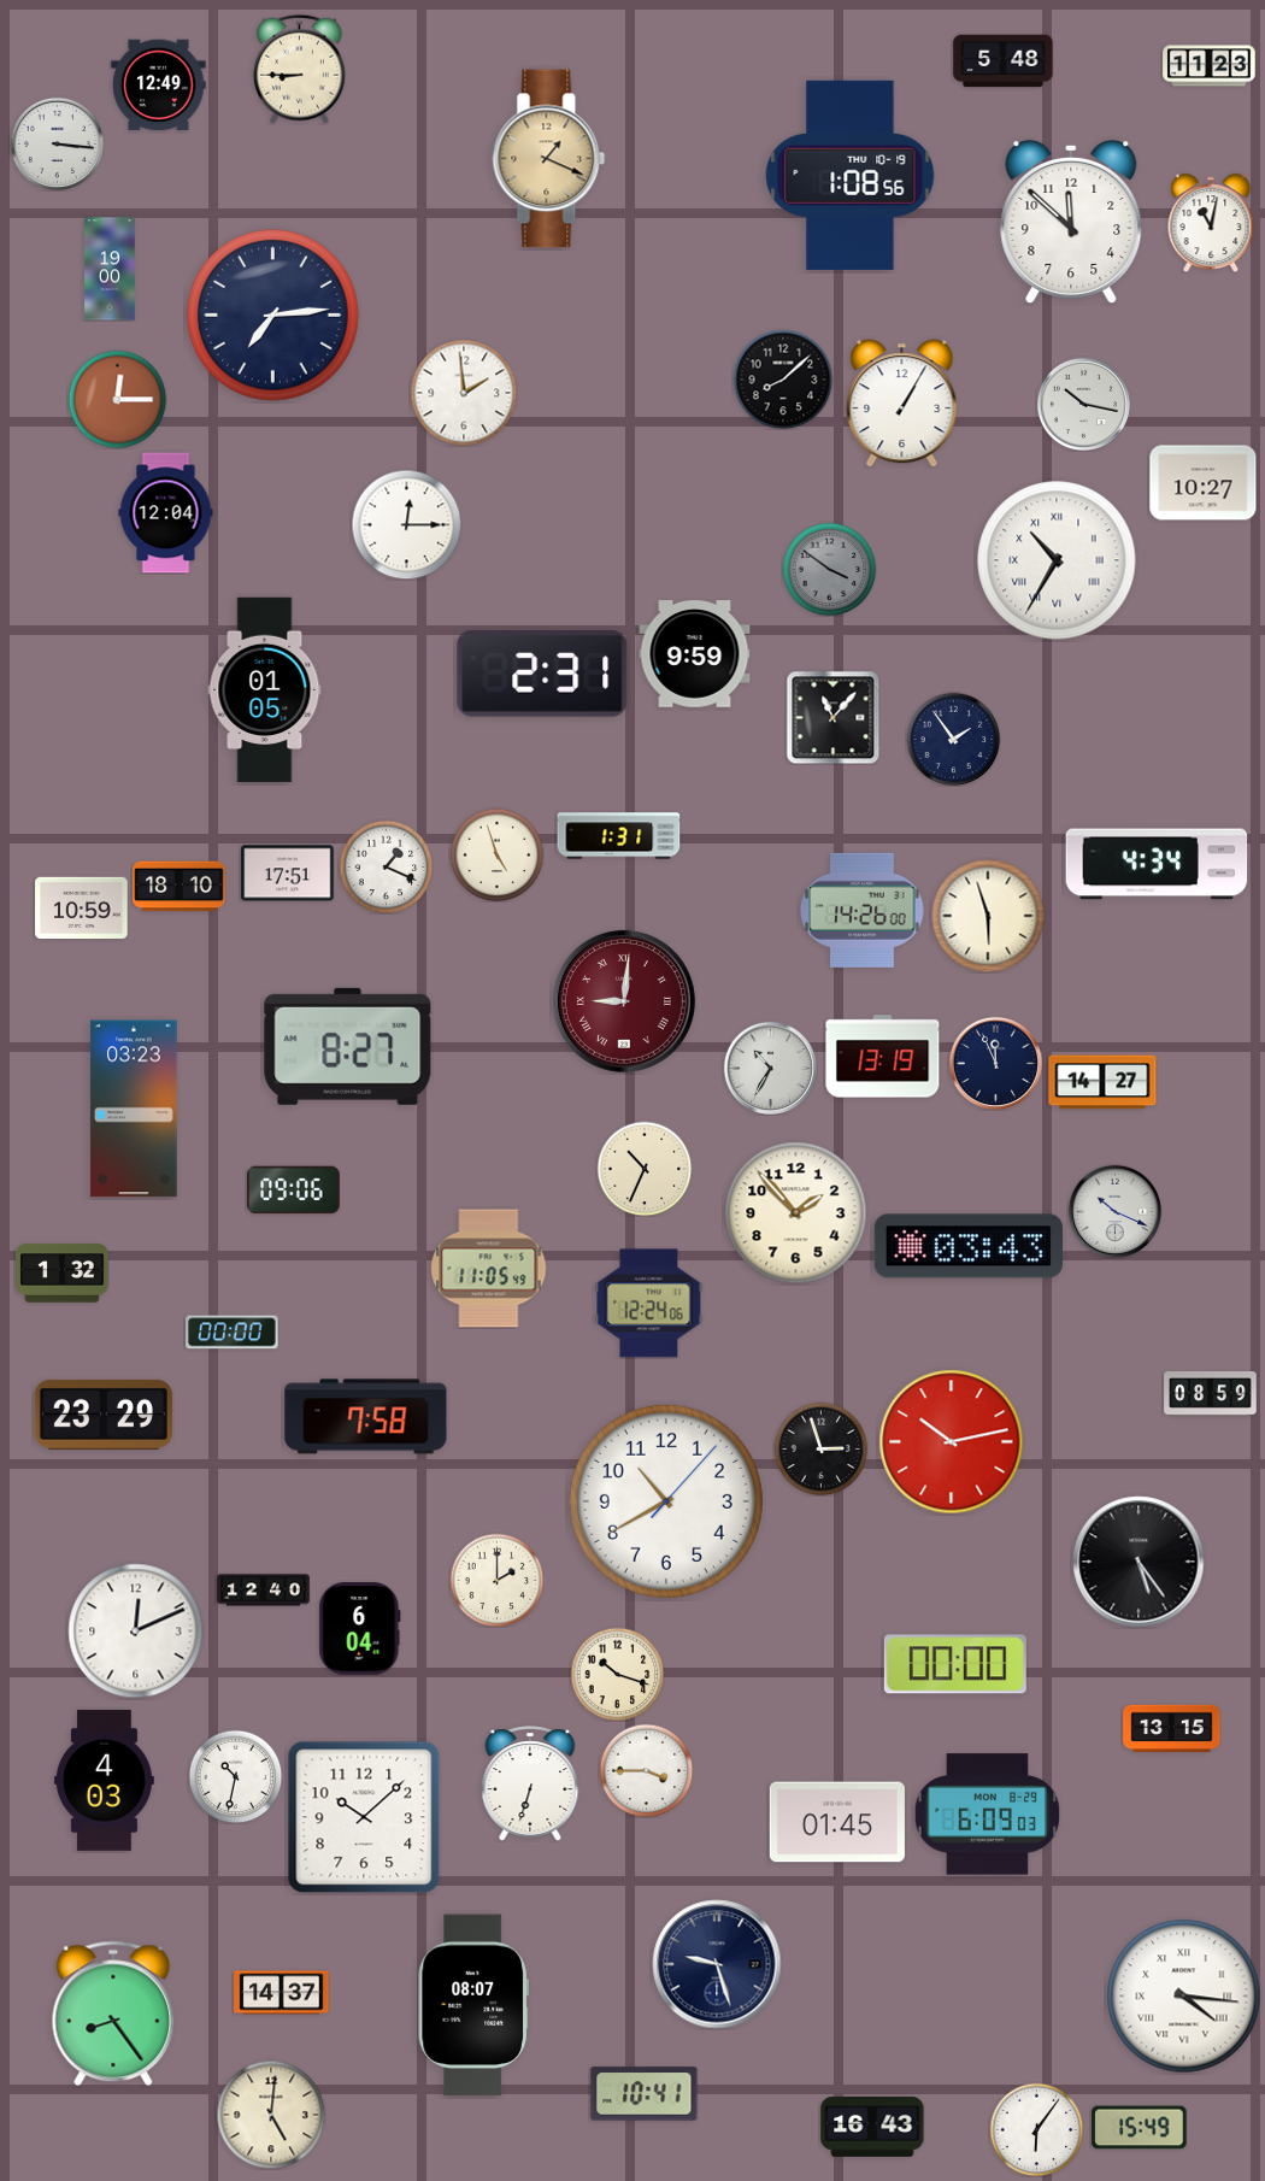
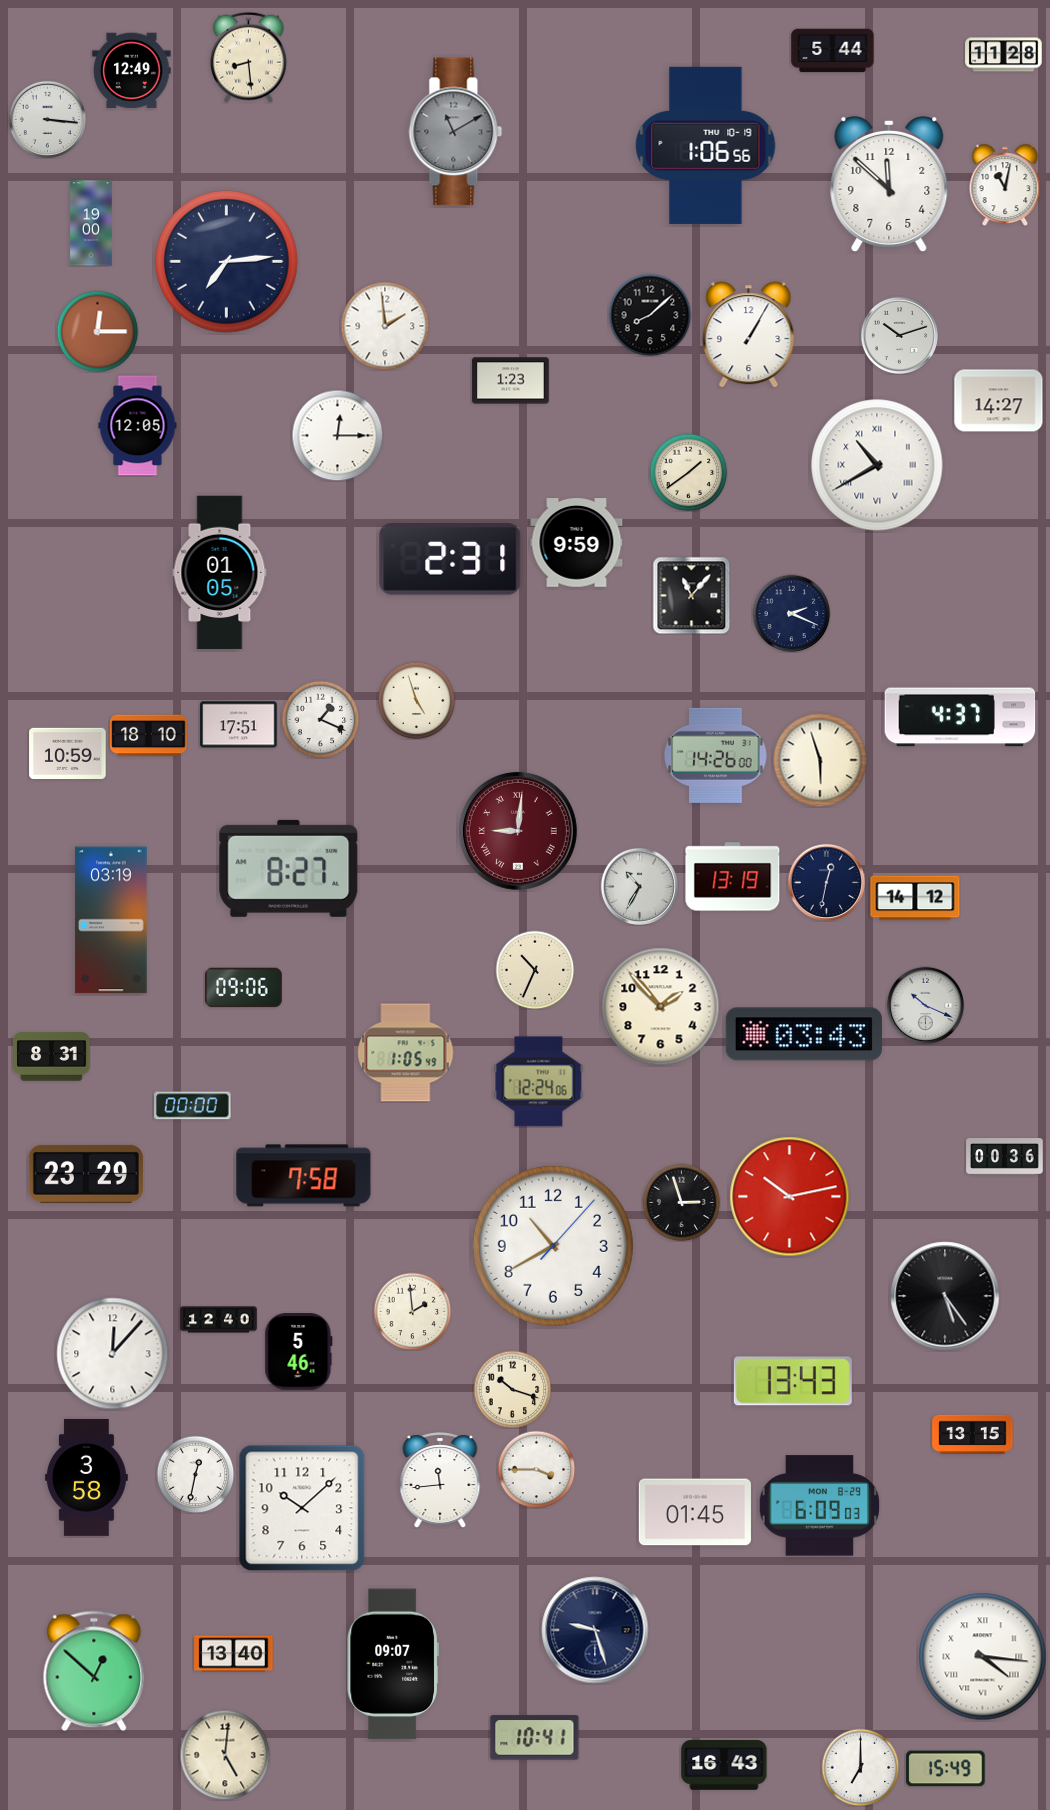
clock at (1004, 61): 5:48 -> 5:44
clock at (1210, 66): 11:23 -> 11:28
clock at (299, 69): 8:45 -> 8:29
clock at (549, 159): 1:19 -> 11:10
clock at (549, 159) dial: champagne -> grey
clock at (851, 175): 1:08 -> 1:06
clock at (1083, 404): 10:17 -> 10:12
clock at (511, 381): none -> 1:23
clock at (1204, 483): 10:27 -> 14:27
clock at (166, 513): 12:04 -> 12:05
clock at (1057, 560): 10:35 -> 10:40
clock at (829, 569): 3:51 -> 1:39
clock at (829, 569) dial: grey -> cream
clock at (953, 739): 1:54 -> 2:19
clock at (619, 836): 1:31 -> none
clock at (496, 854) position: (496, 854) -> (416, 700)
clock at (1157, 864): 4:34 -> 4:37
clock at (995, 1063): 11:56 -> 12:32
clock at (1102, 1082): 14:27 -> 14:12
clock at (134, 1109): 03:23 -> 03:19
clock at (489, 1269): 11:05 -> 1:05
clock at (63, 1274): 1:32 -> 8:31
clock at (1211, 1394): 08:59 -> 00:36
clock at (496, 1580): 2:00 -> 1:59
clock at (360, 1629): 6:04 -> 5:46
clock at (136, 1632): 12:11 -> 12:07
clock at (955, 1664): 00:00 -> 13:43
clock at (235, 1776): 10:32 -> 12:32
clock at (104, 1780): 4:03 -> 3:58
clock at (530, 1783): 6:33 -> 11:44
clock at (282, 1993): 14:37 -> 13:40
clock at (473, 2005): 08:07 -> 09:07
clock at (113, 2014): 8:24 -> 12:52
clock at (1140, 2128) position: (1140, 2128) -> (946, 1769)
clock at (1036, 2129): 6:06 -> 7:00
